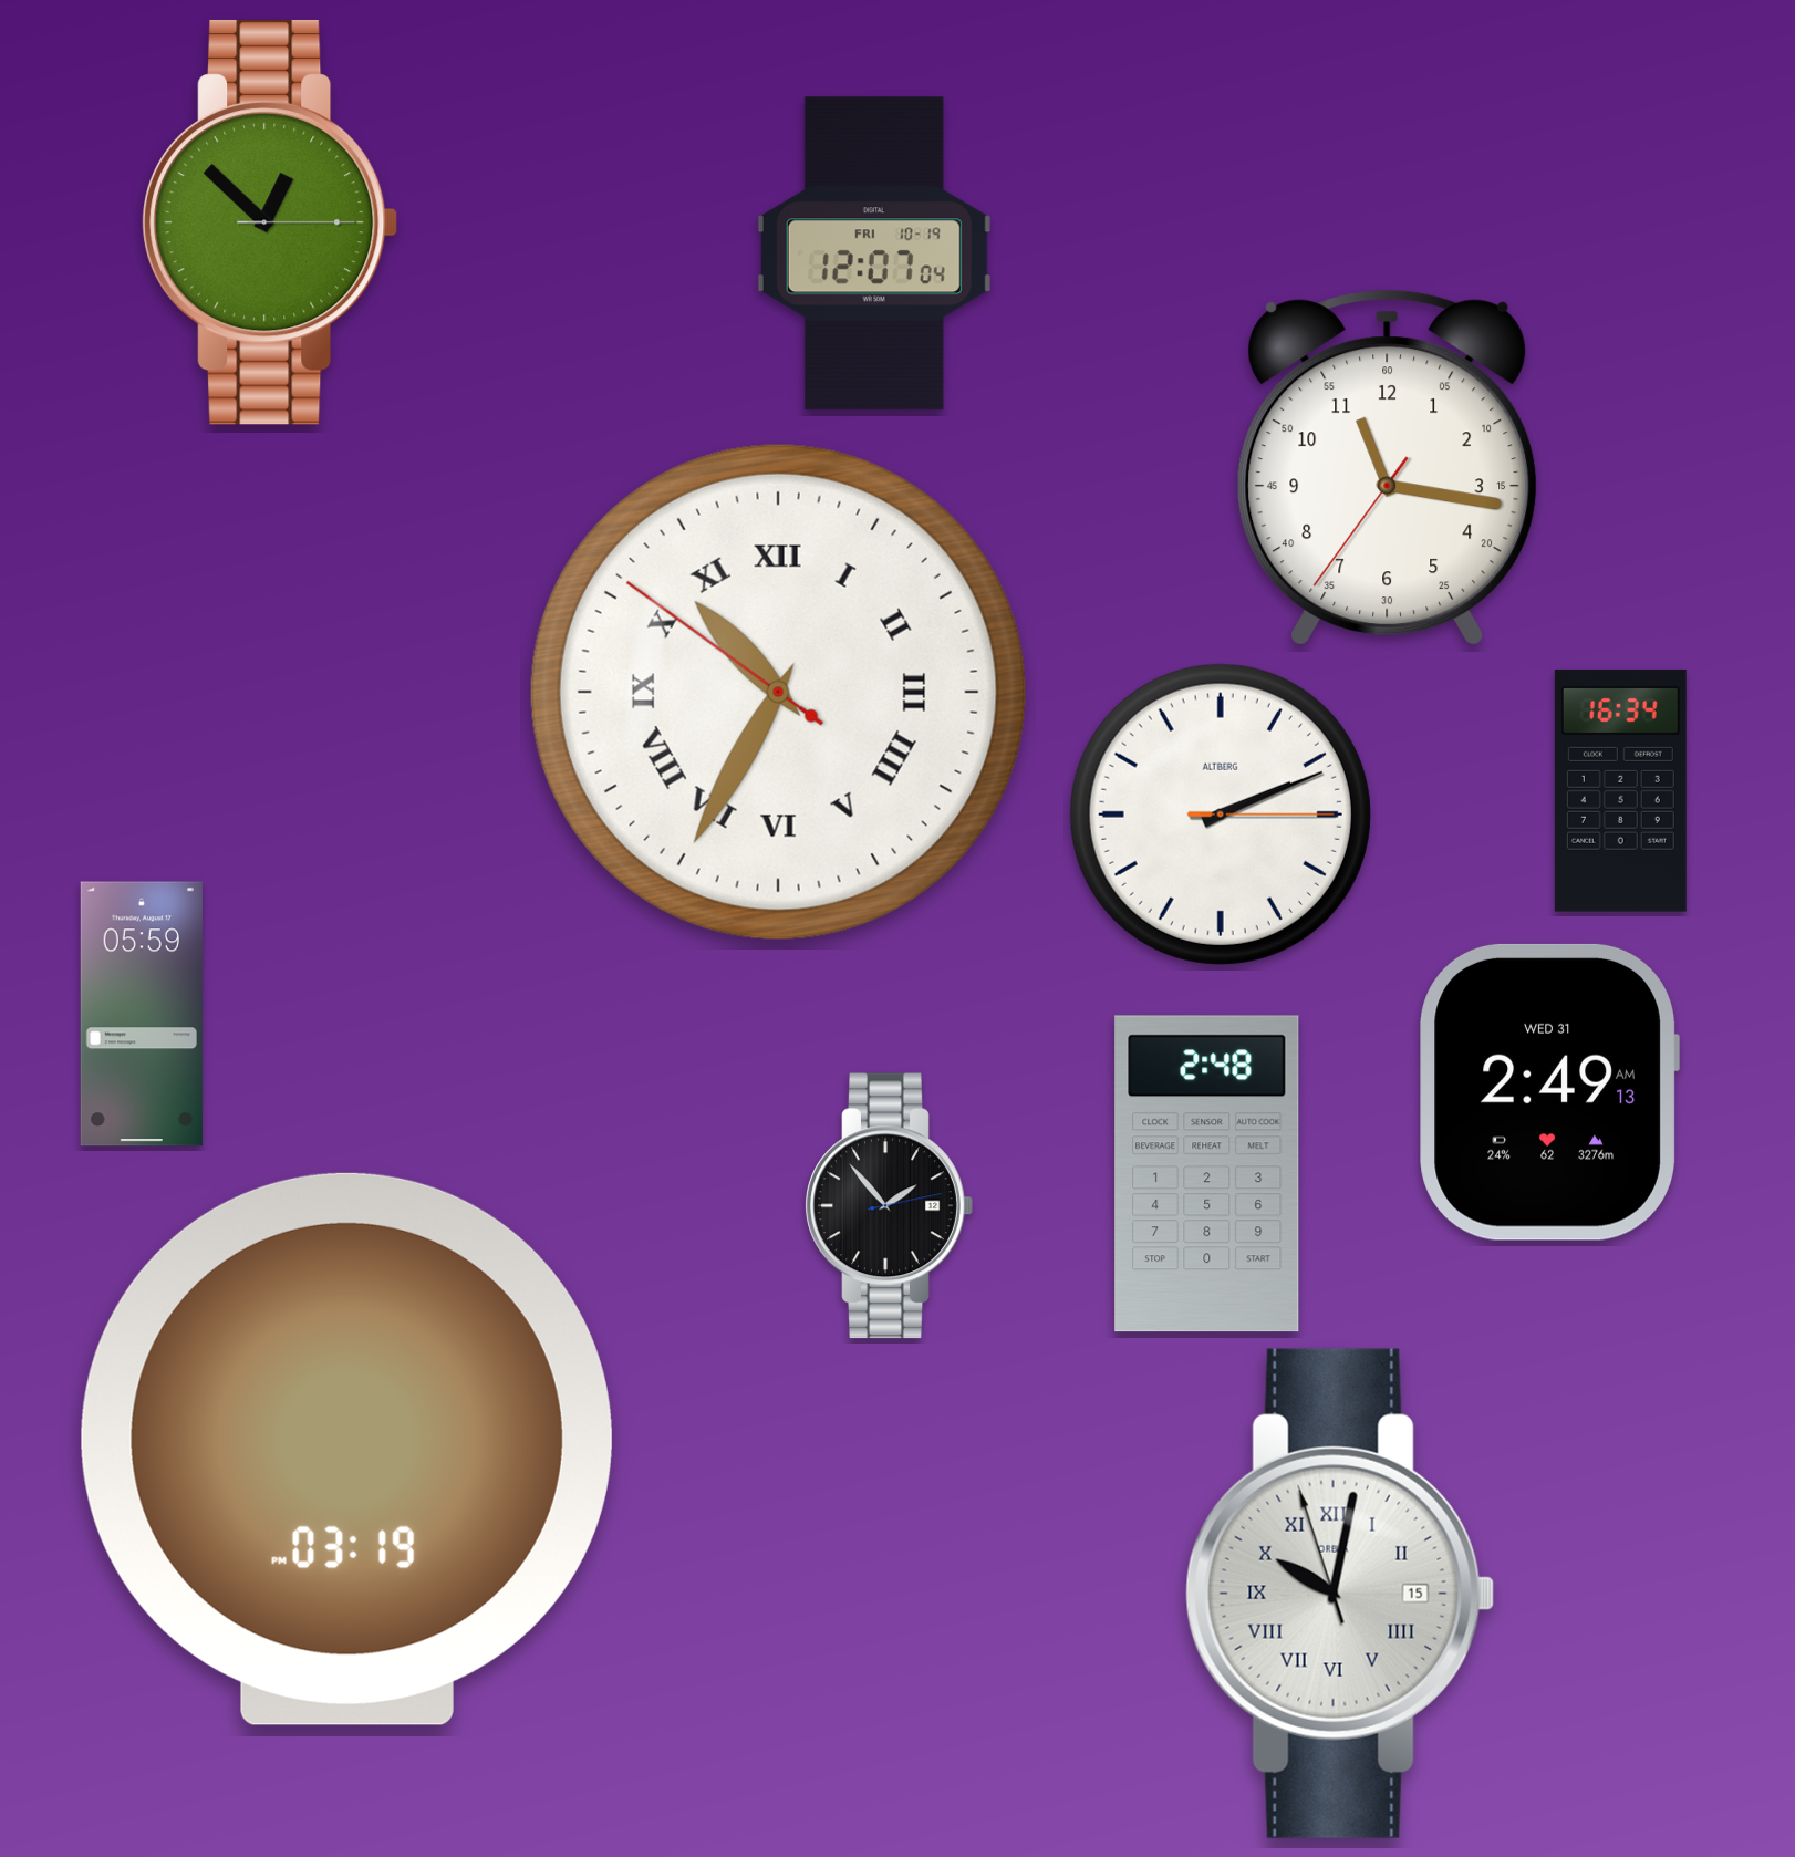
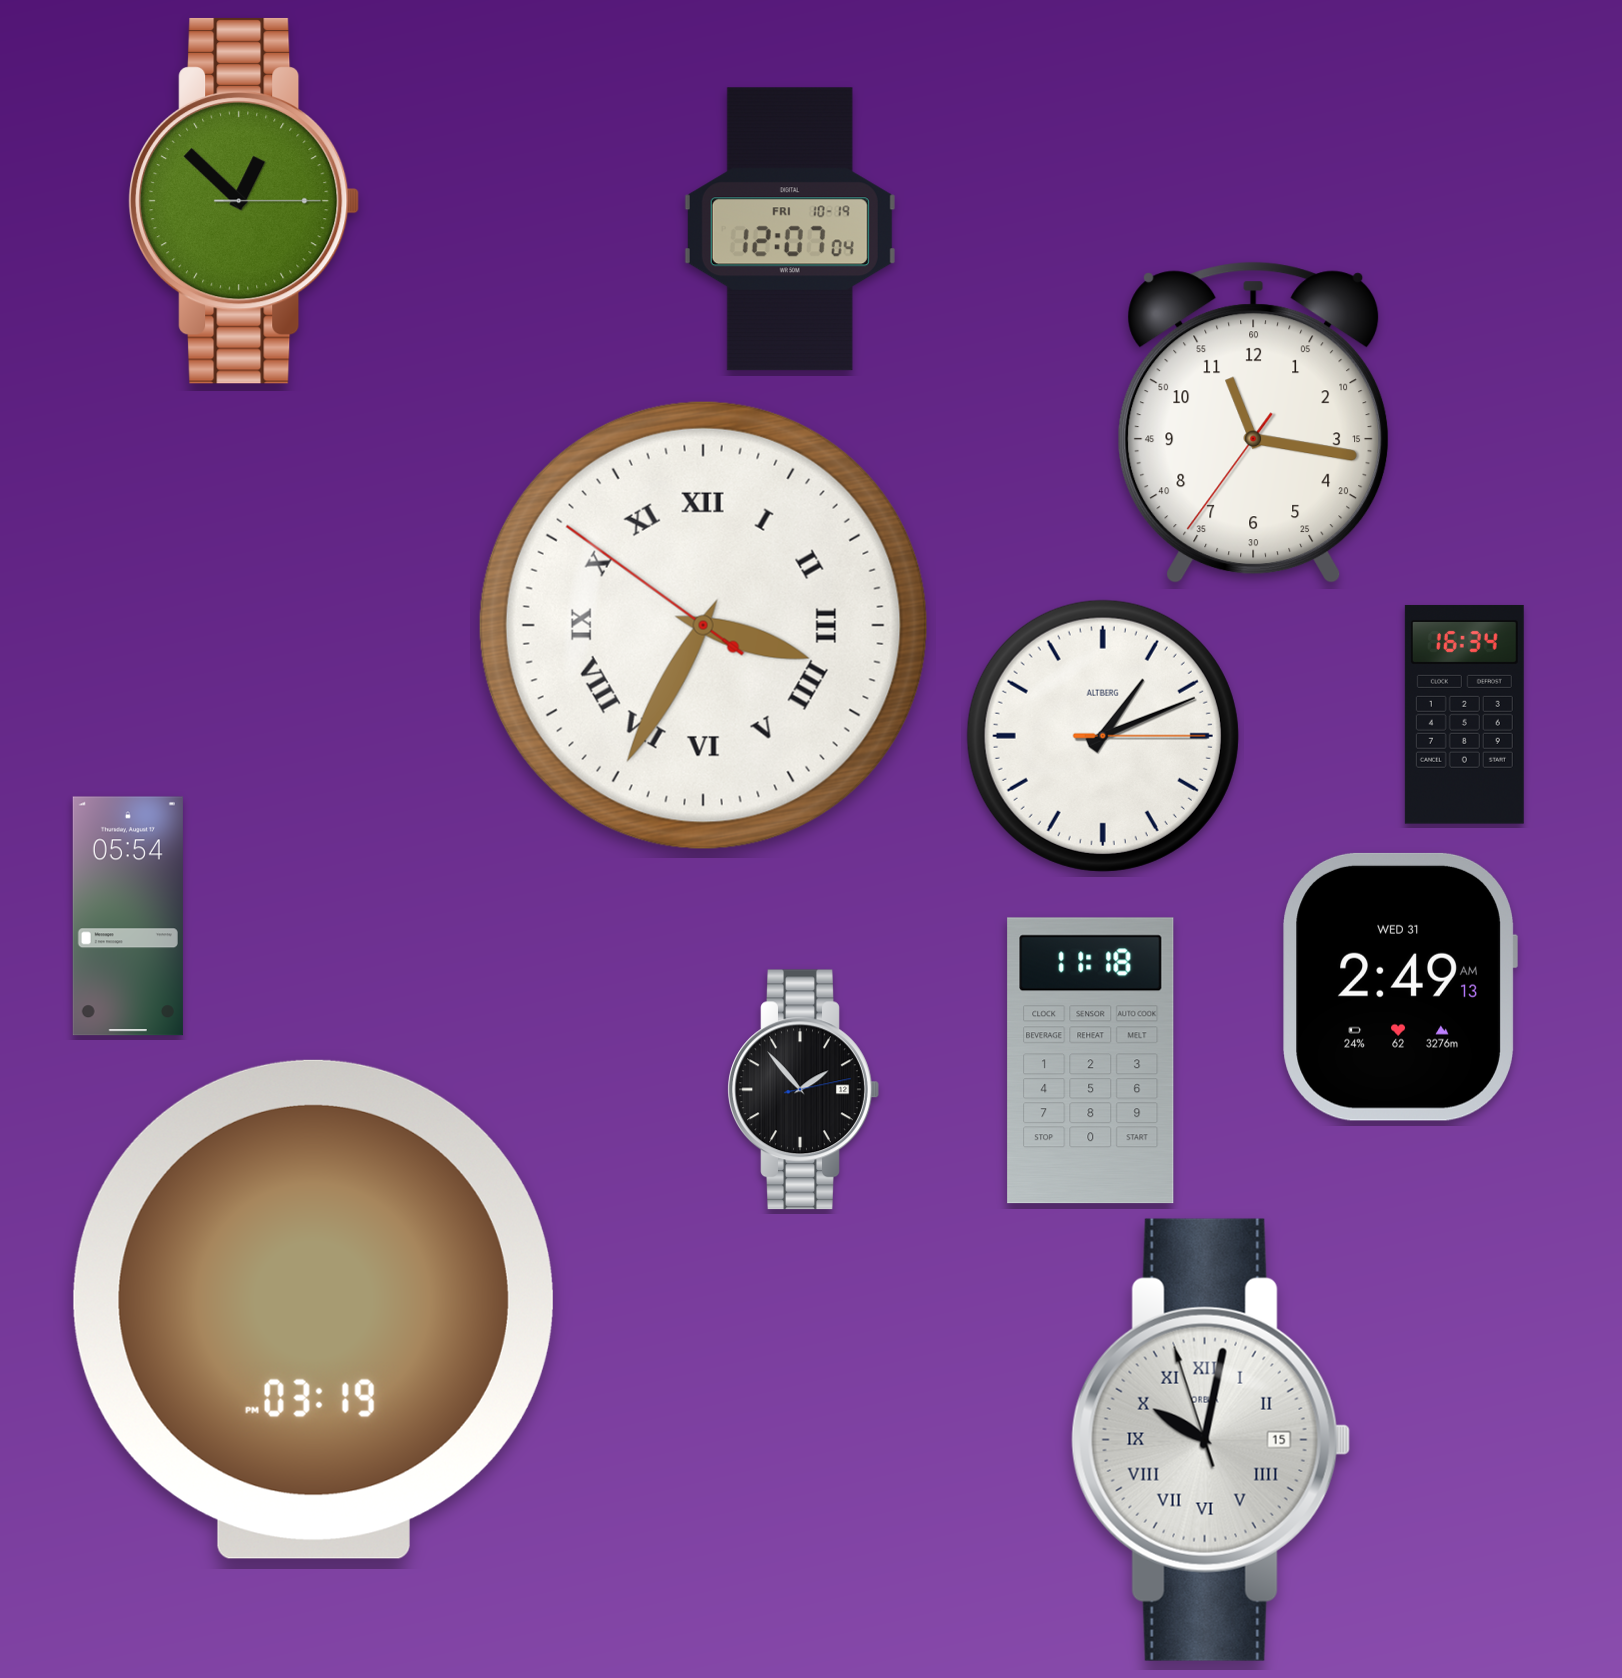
clock at (778, 692): 10:34 -> 3:34
clock at (1221, 815): 2:11 -> 1:11
clock at (142, 1014): 05:59 -> 05:54
clock at (1207, 1174): 2:48 -> 11:18
